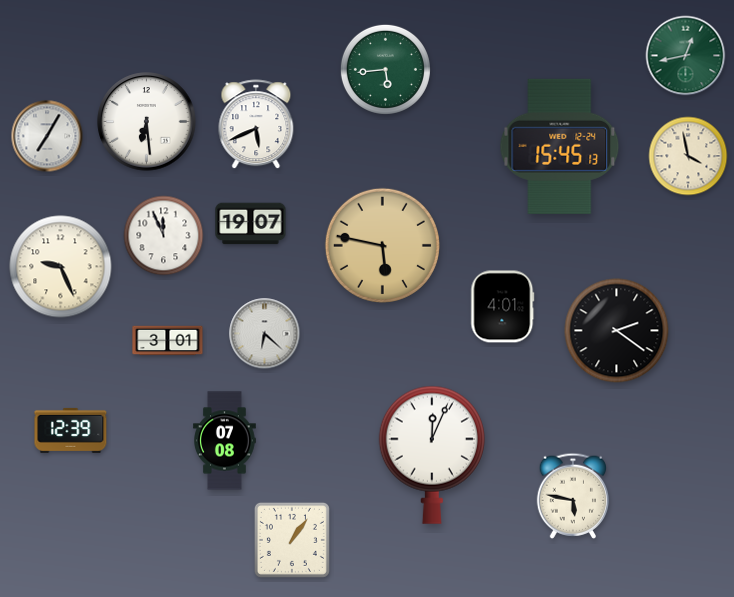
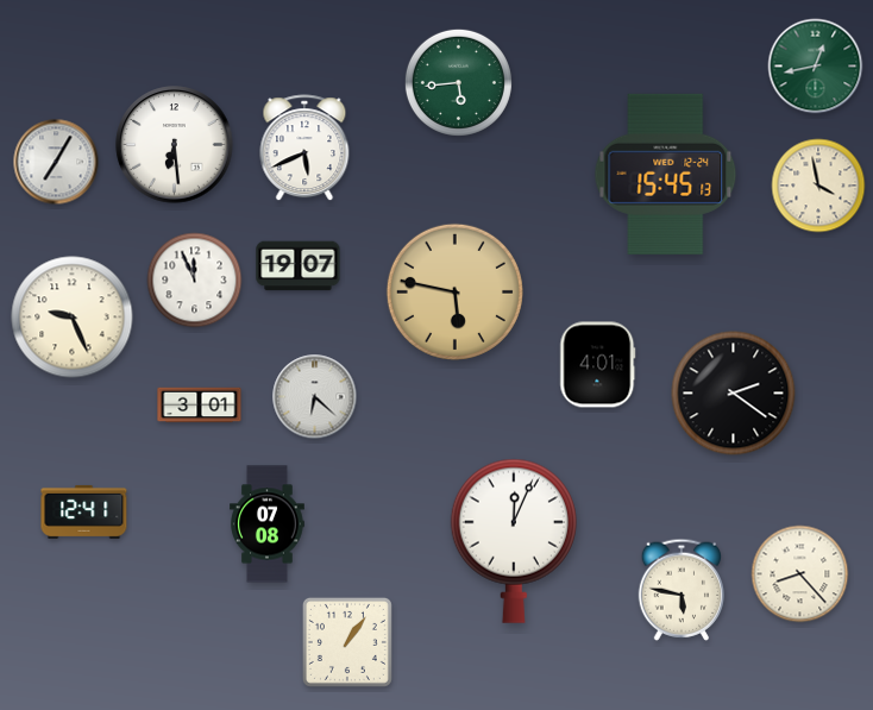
clock at (71, 430): 12:39 -> 12:41
clock at (800, 574): none -> 8:23
